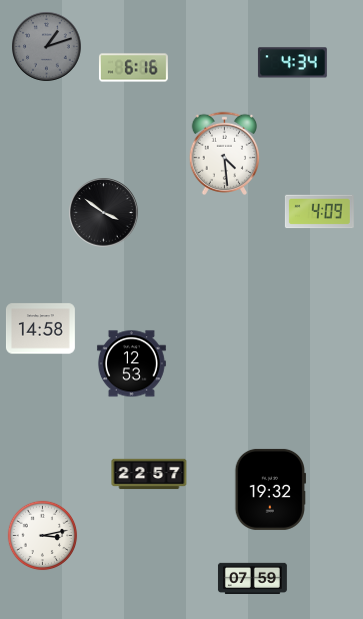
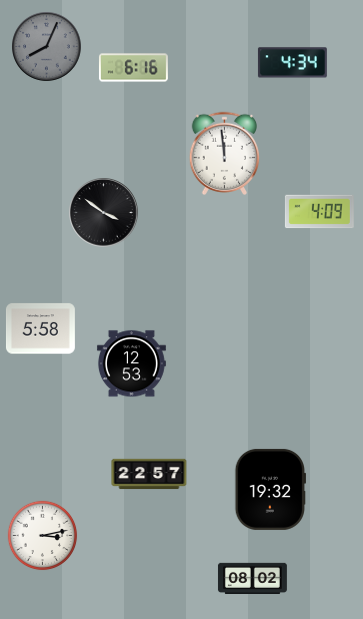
clock at (47, 47): 1:12 -> 8:04
clock at (224, 153): 4:29 -> 11:59
clock at (40, 329): 14:58 -> 5:58
clock at (252, 578): 07:59 -> 08:02
